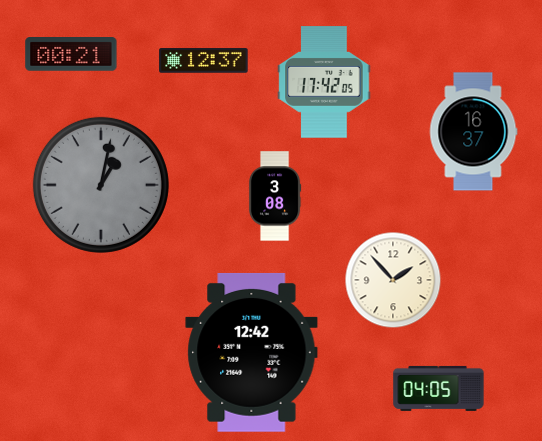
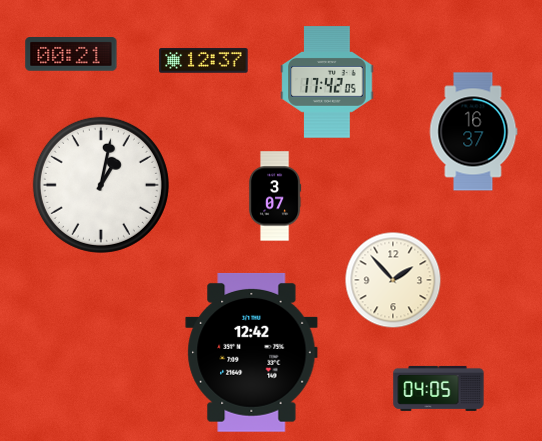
clock at (324, 82) position: (324, 82) -> (327, 82)
clock at (101, 185) dial: grey -> white
clock at (275, 196): 3:08 -> 3:07
